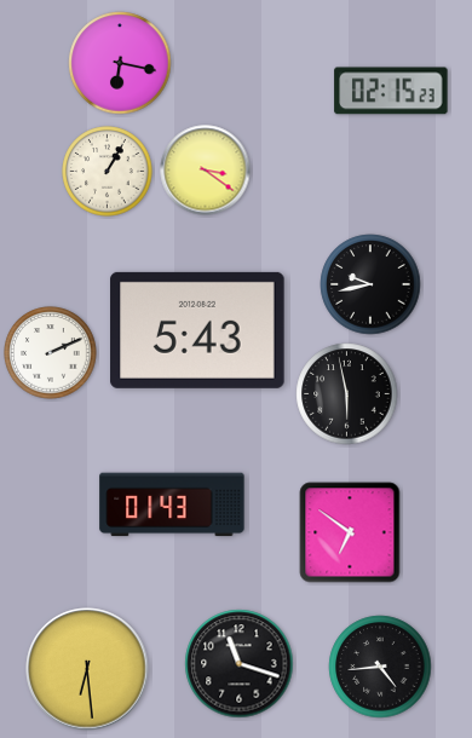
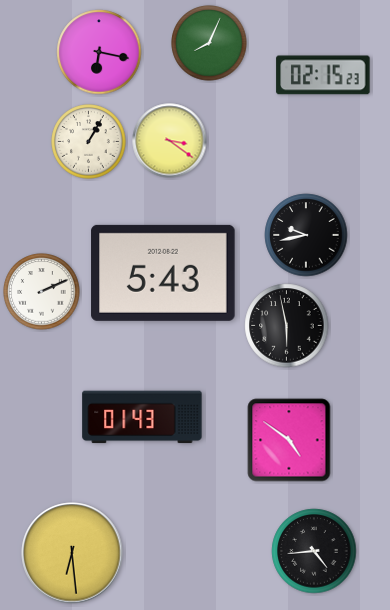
clock at (209, 43): none -> 8:04
clock at (350, 532): 6:51 -> 4:51
clock at (240, 664): 11:18 -> none
